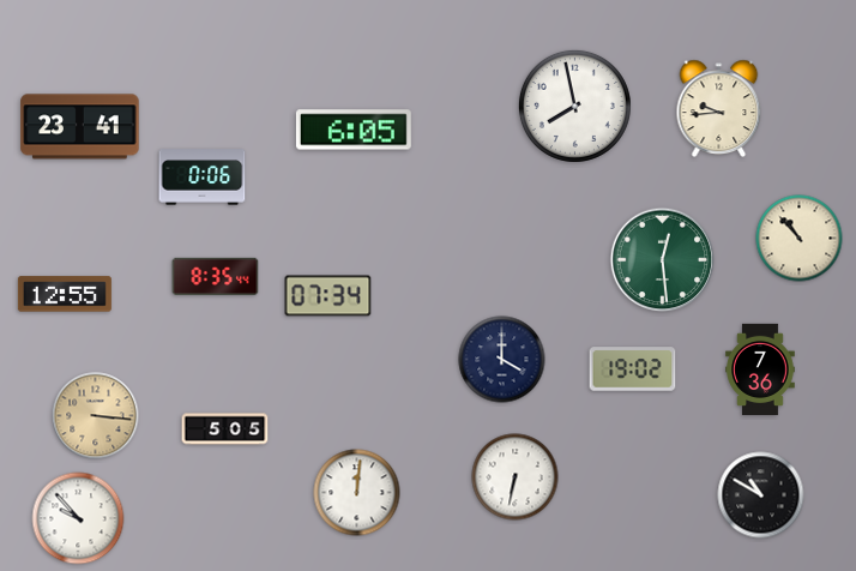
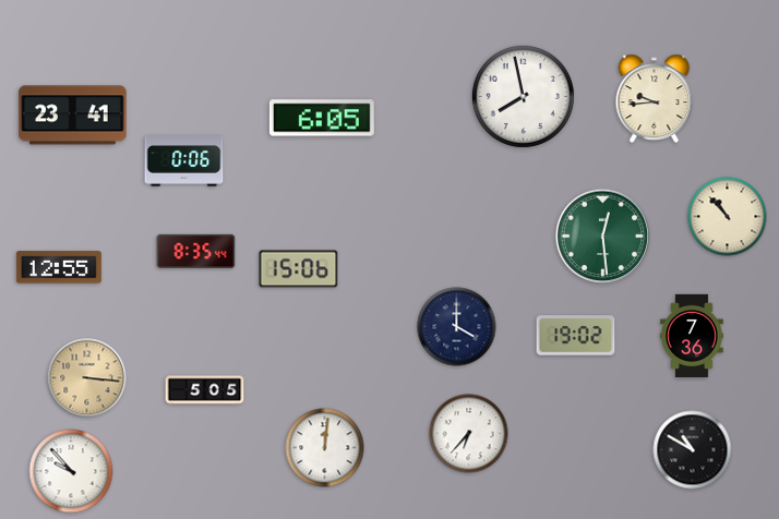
clock at (328, 296): 07:34 -> 15:06
clock at (516, 477): 6:32 -> 6:37
